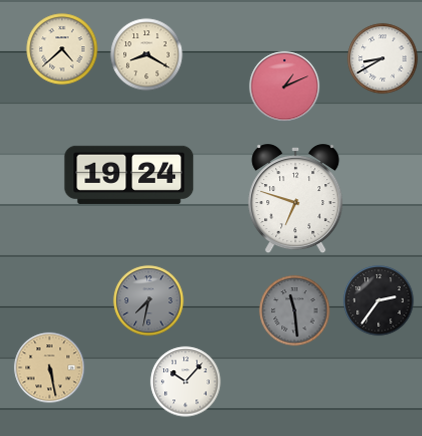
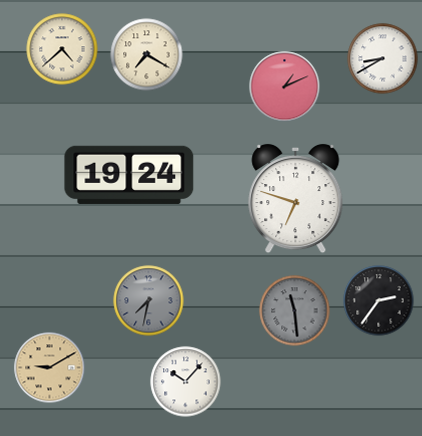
clock at (147, 55): 8:20 -> 7:20
clock at (50, 368): 5:28 -> 9:10
